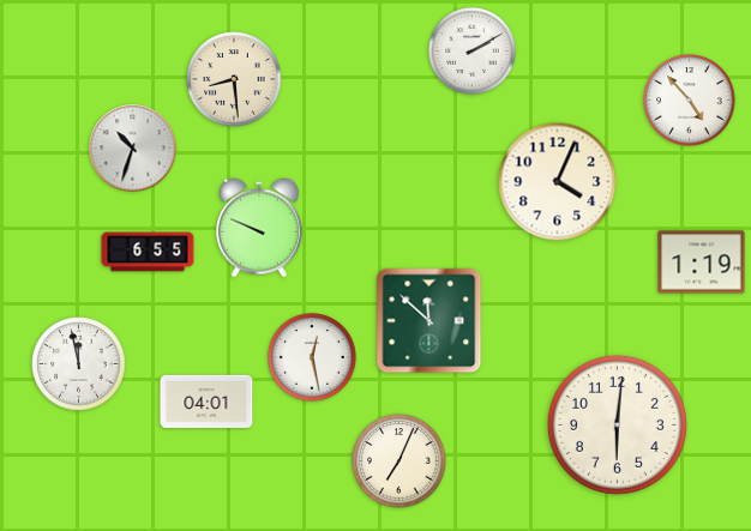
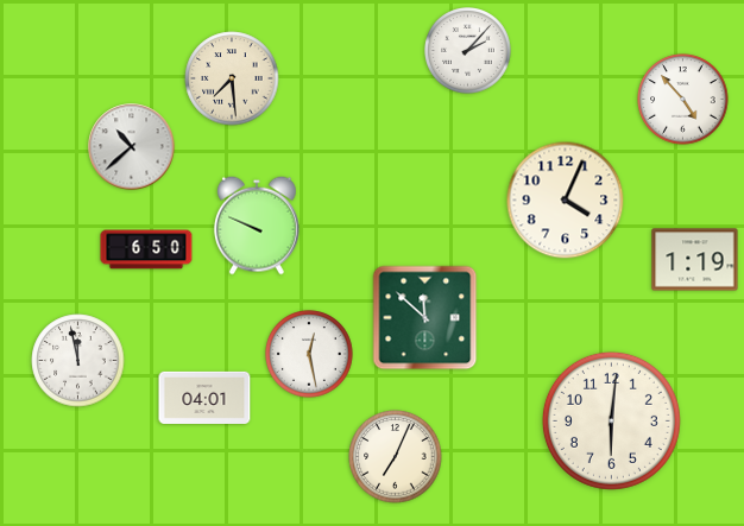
clock at (473, 52): 2:10 -> 2:07
clock at (234, 79): 8:29 -> 7:29
clock at (133, 149): 10:33 -> 10:38
clock at (558, 182) position: (558, 182) -> (566, 201)
clock at (148, 252): 6:55 -> 6:50
